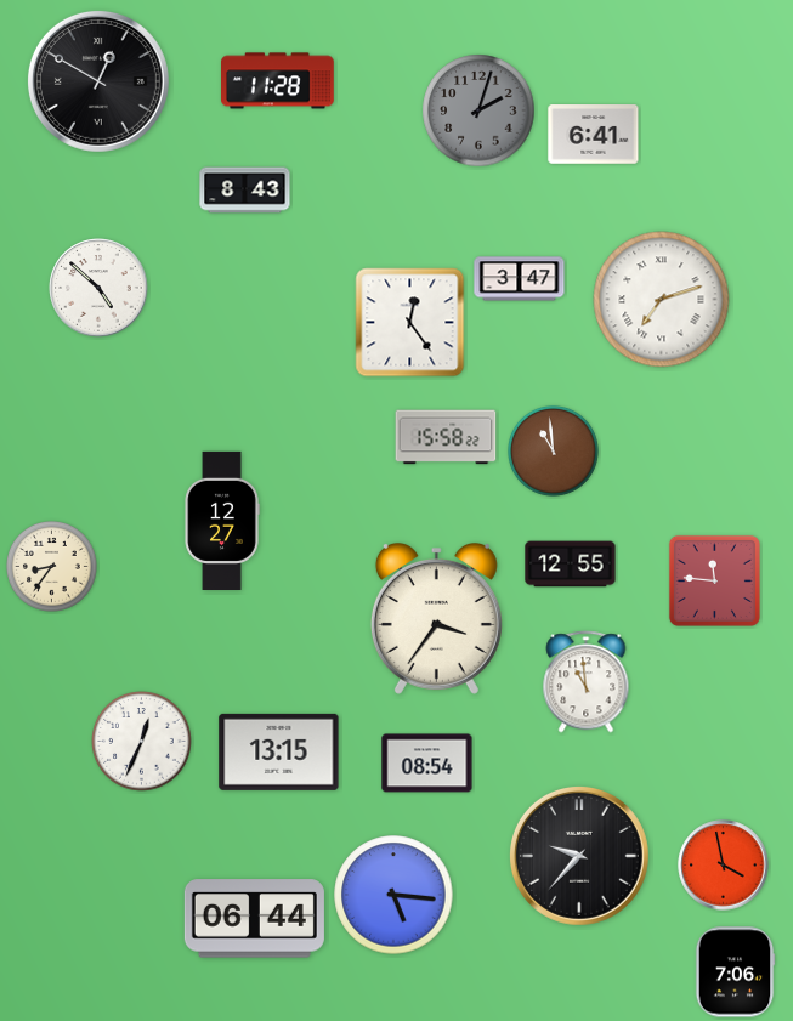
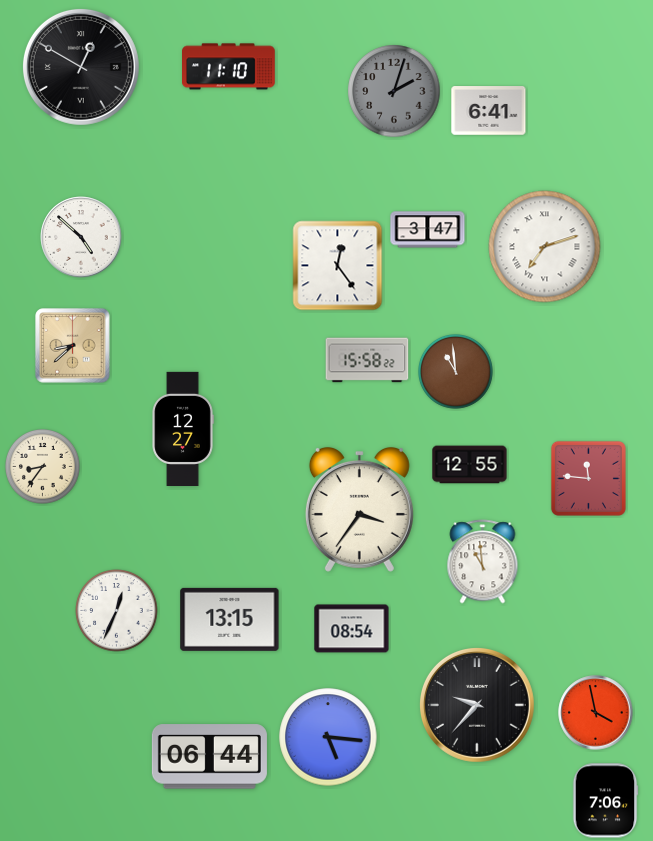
clock at (278, 81): 11:28 -> 11:10
clock at (245, 191): 8:43 -> none
clock at (73, 346): none -> 8:38
clock at (393, 895) position: (393, 895) -> (328, 737)
